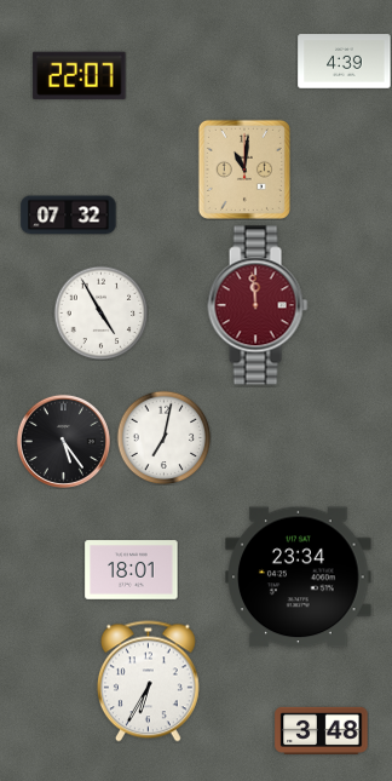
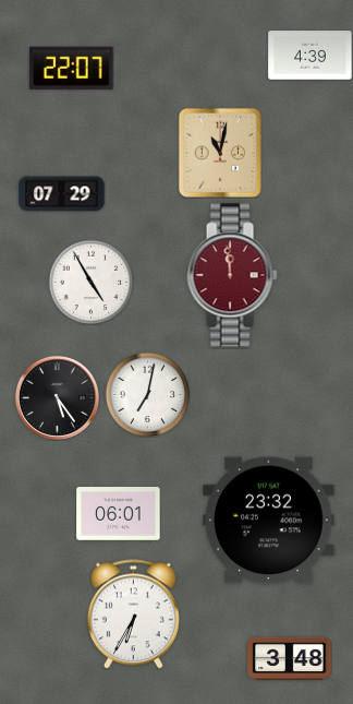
clock at (244, 170): 11:01 -> 11:02
clock at (69, 216): 07:32 -> 07:29
clock at (132, 570): 18:01 -> 06:01
clock at (299, 578): 23:34 -> 23:32
